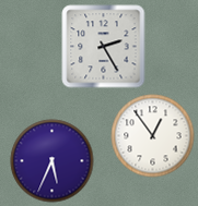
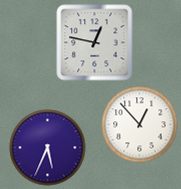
clock at (104, 47): 2:25 -> 12:47
clock at (153, 136): 12:54 -> 12:53
